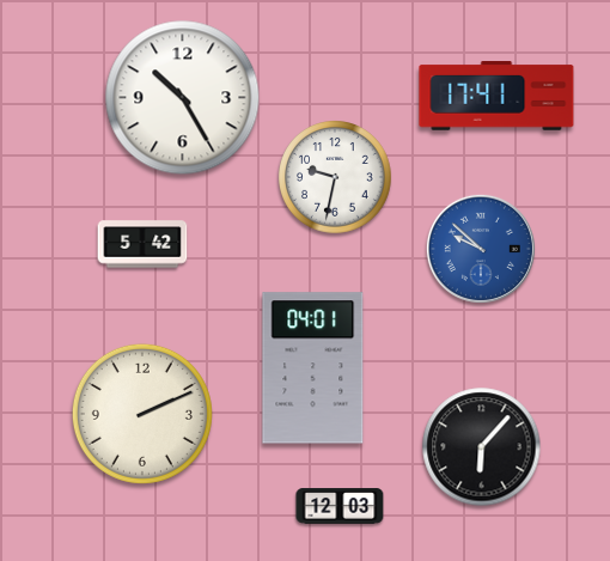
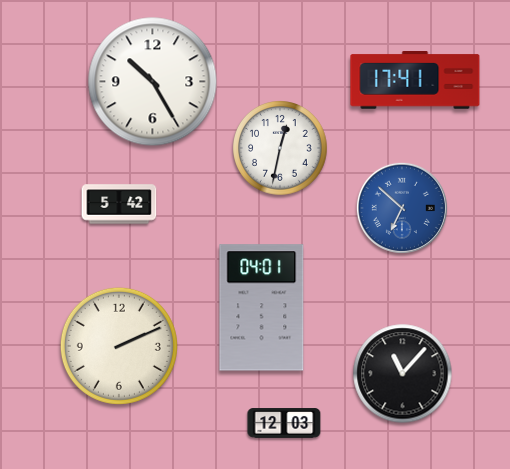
clock at (335, 177): 9:32 -> 12:32
clock at (481, 249): 9:52 -> 6:52
clock at (482, 447): 6:07 -> 11:07
